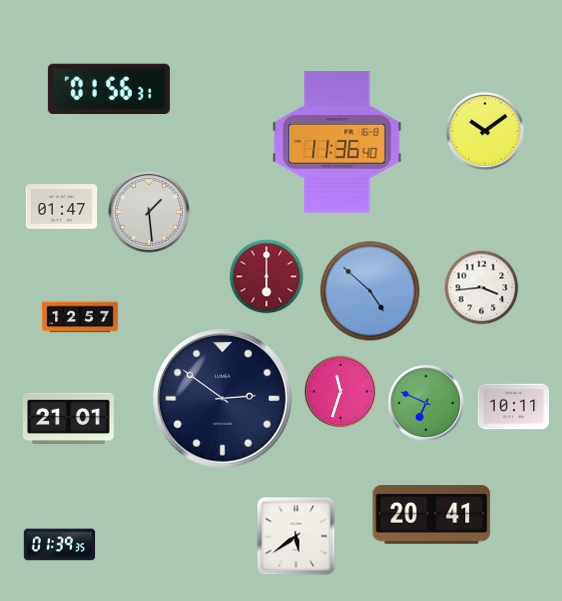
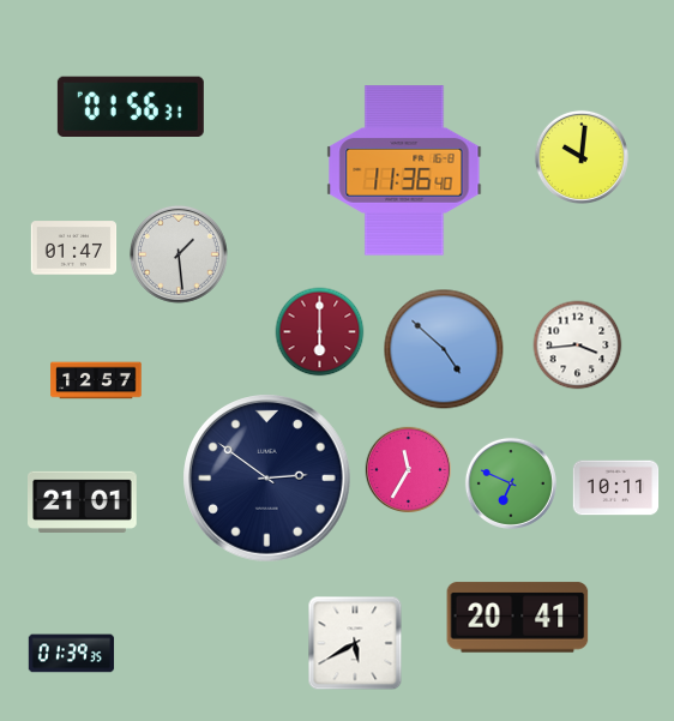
clock at (485, 131): 10:09 -> 10:01
clock at (341, 392): 11:33 -> 11:35
clock at (296, 536): 5:39 -> 5:40
